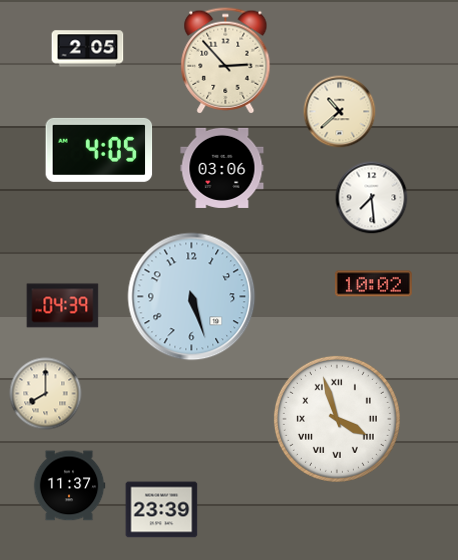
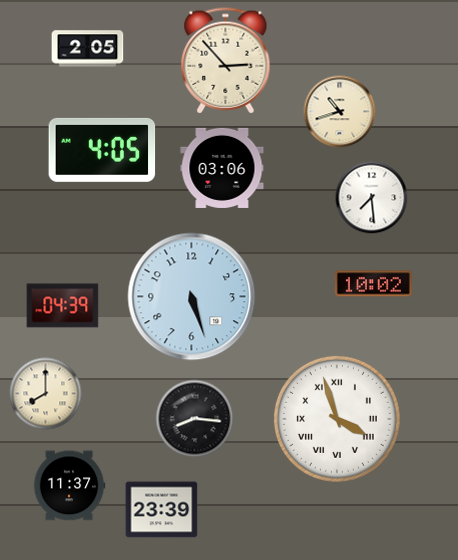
clock at (340, 112): 10:38 -> 10:42
clock at (99, 150) position: (99, 150) -> (102, 150)
clock at (195, 419): none -> 8:16
